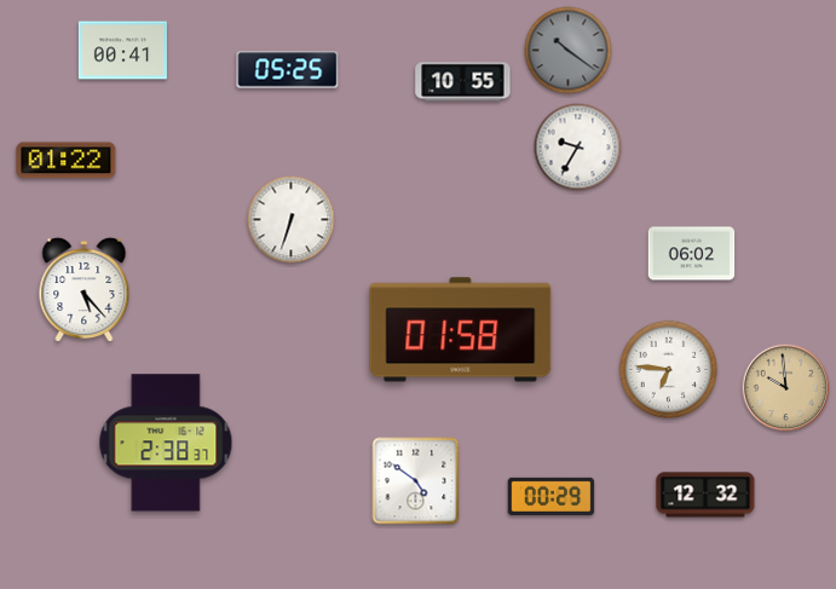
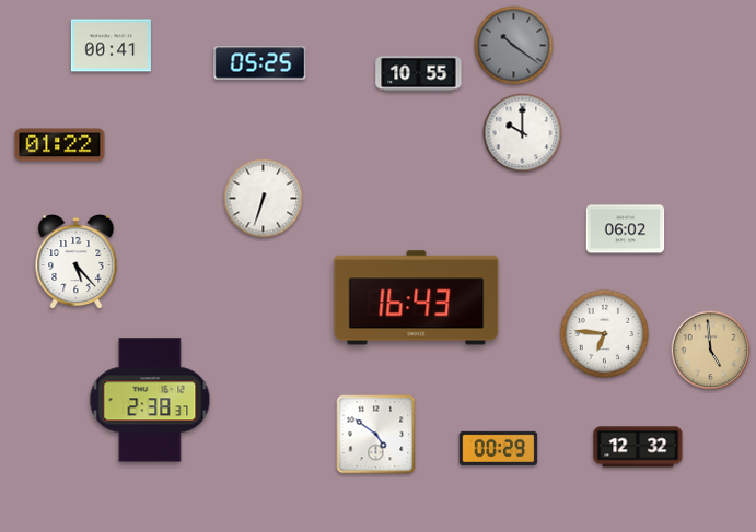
clock at (578, 148): 9:35 -> 10:00
clock at (461, 330): 01:58 -> 16:43
clock at (786, 388): 9:59 -> 4:59
